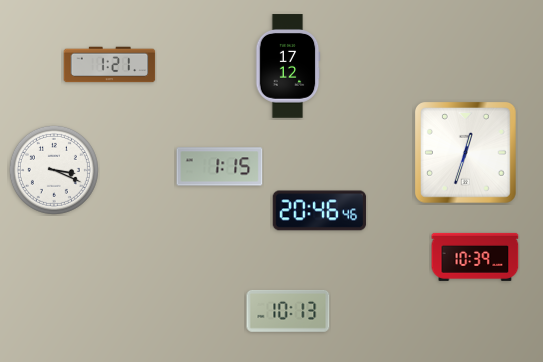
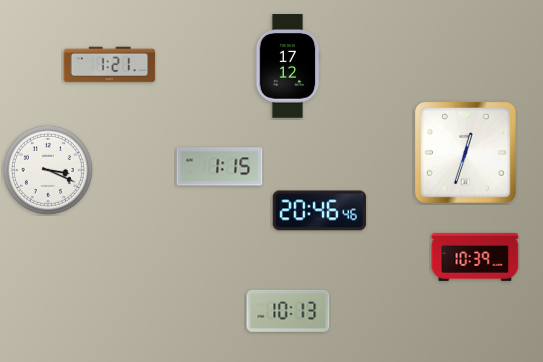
clock at (54, 170) position: (54, 170) -> (48, 170)
